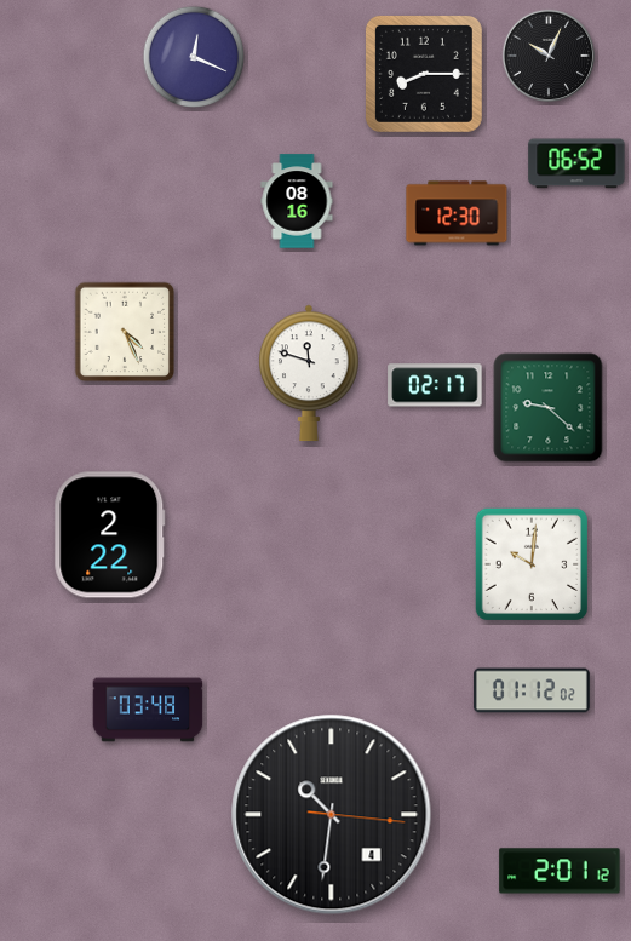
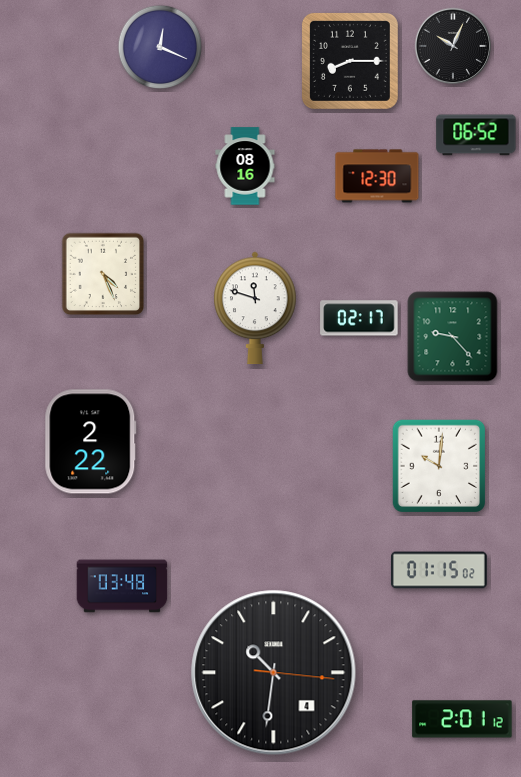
clock at (549, 408): 9:22 -> 9:23
clock at (532, 690): 01:12 -> 01:15
